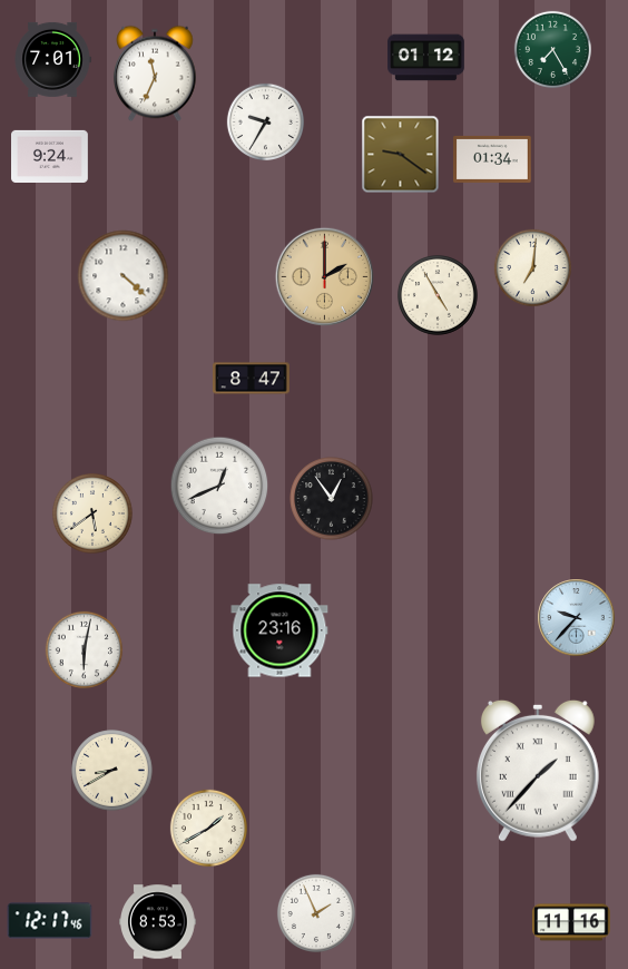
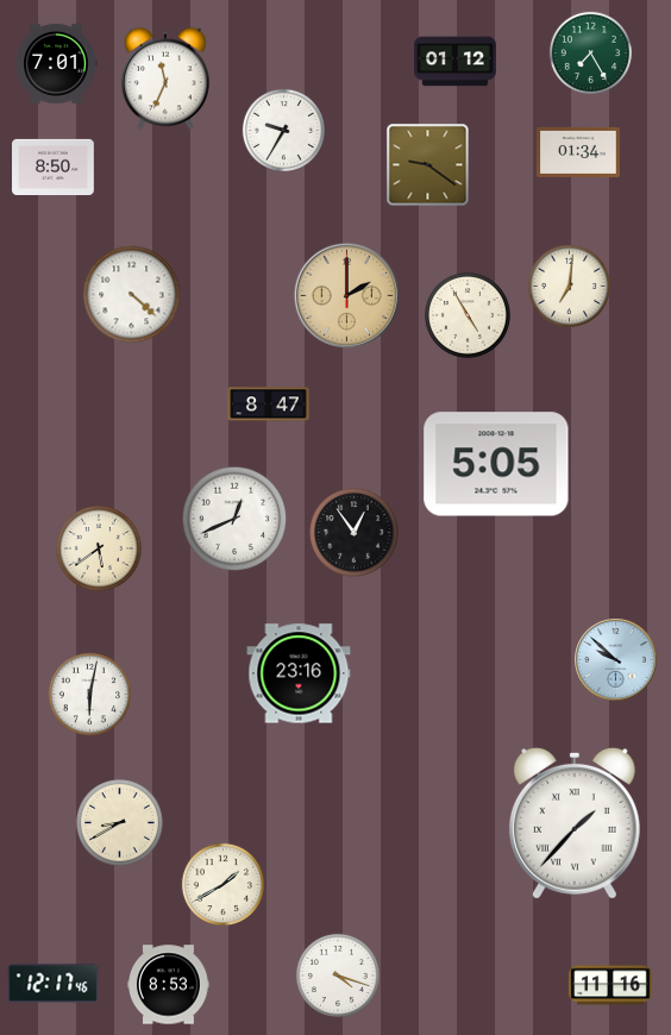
clock at (50, 156): 9:24 -> 8:50
clock at (492, 159) position: (492, 159) -> (578, 152)
clock at (496, 464): none -> 5:05
clock at (577, 618): 9:37 -> 9:52
clock at (316, 913): 1:56 -> 4:18
